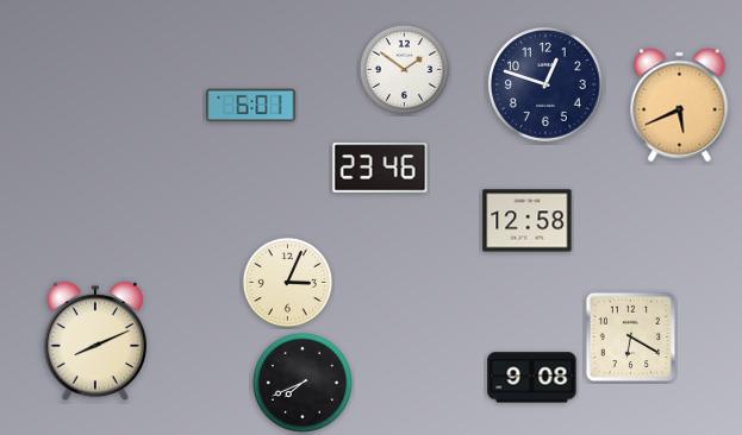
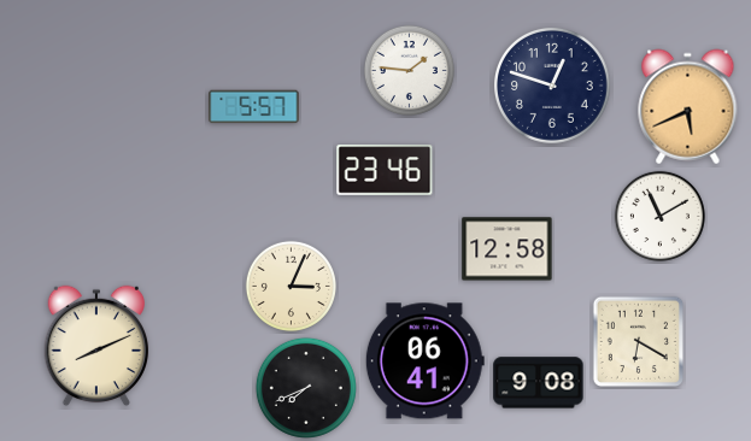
clock at (404, 69): 1:51 -> 1:46
clock at (251, 106): 6:01 -> 5:57
clock at (659, 216): none -> 11:10
clock at (528, 221) position: (528, 221) -> (507, 249)
clock at (424, 361): none -> 06:41
